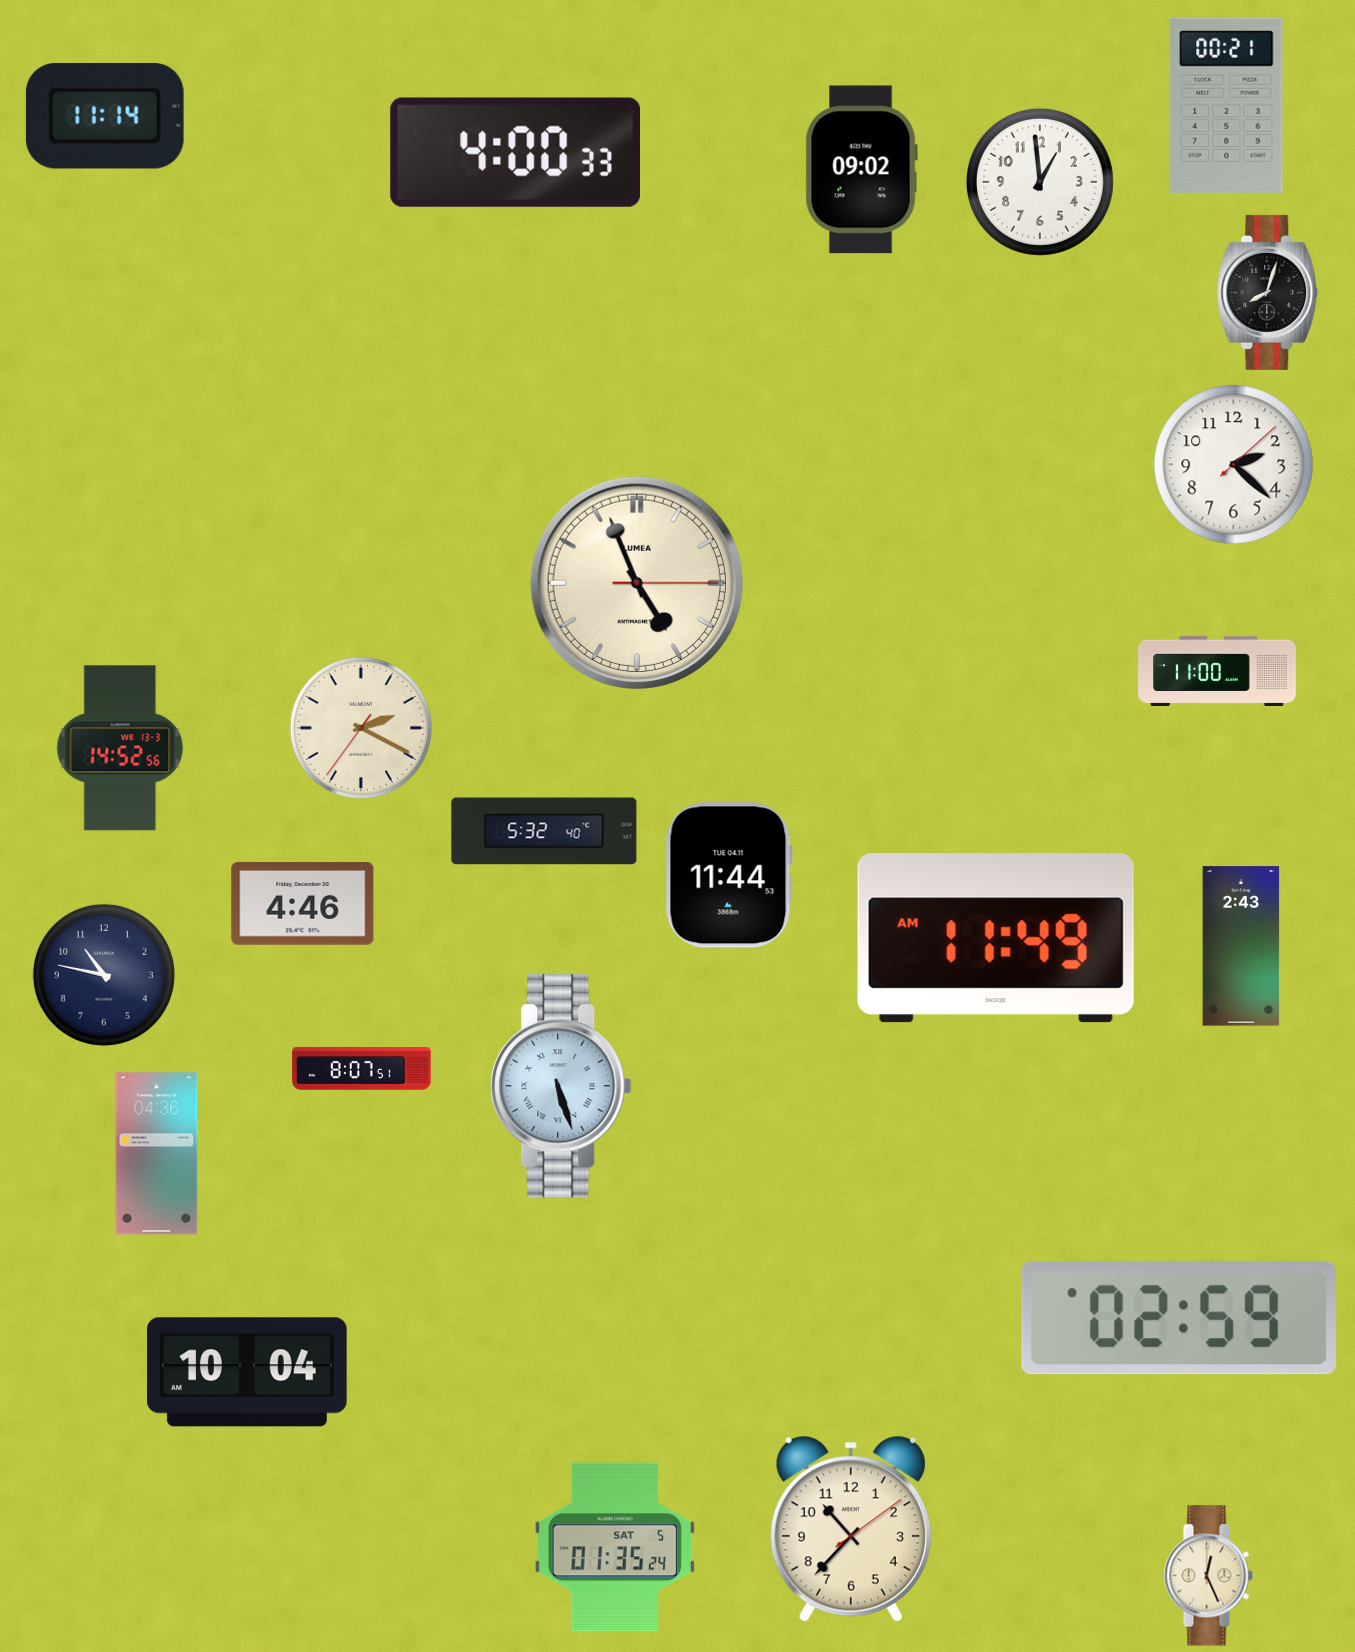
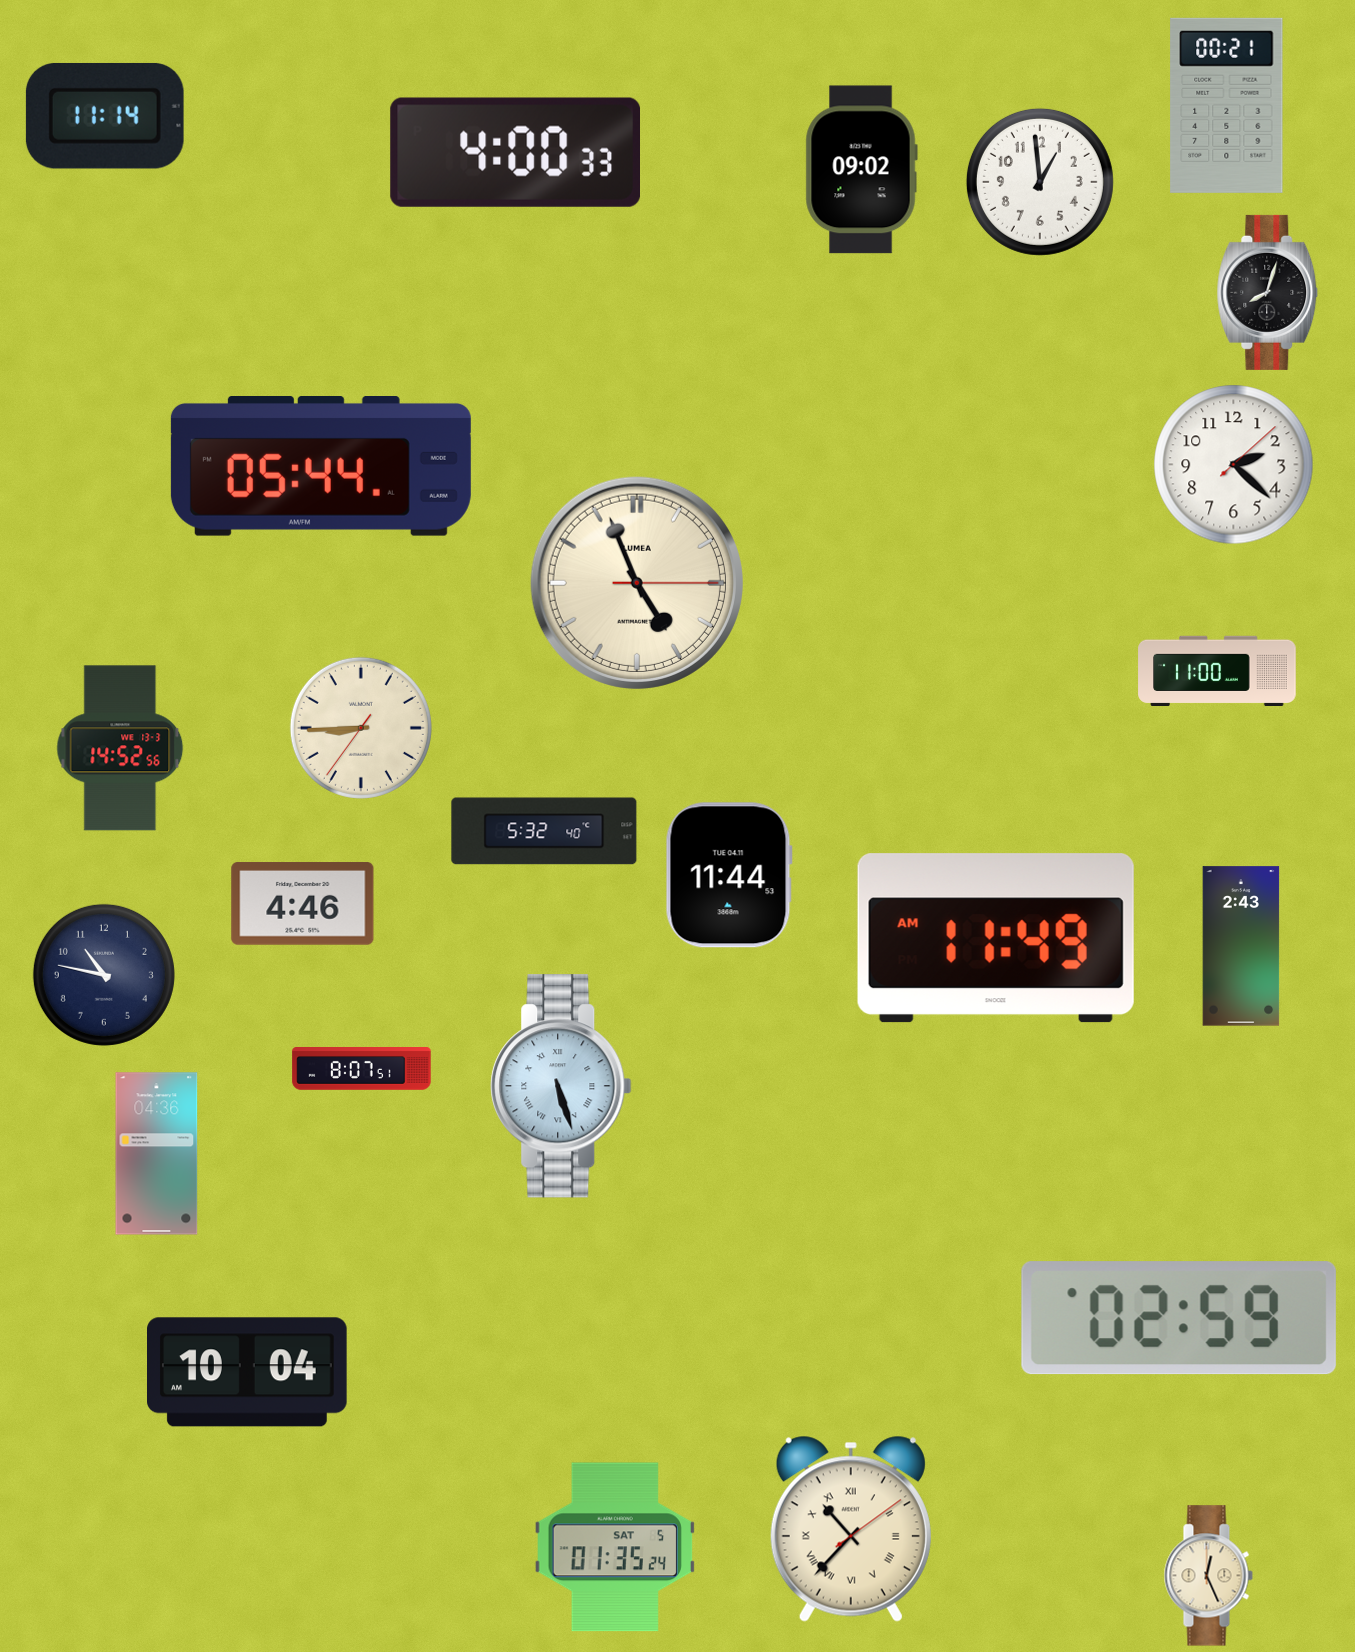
clock at (321, 467): none -> 05:44
clock at (361, 728): 2:19 -> 8:44
clock at (851, 1529) numerals: Arabic -> Roman
